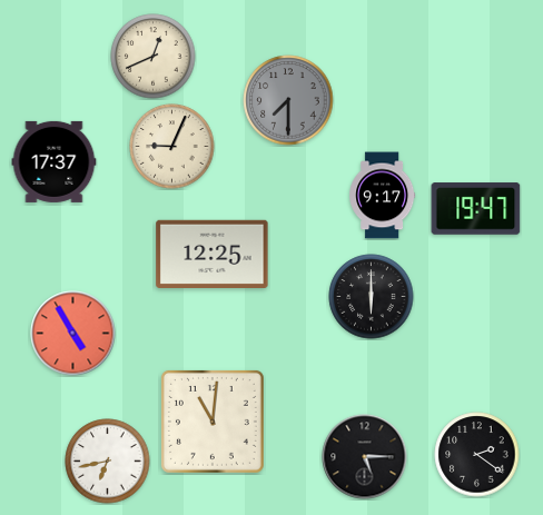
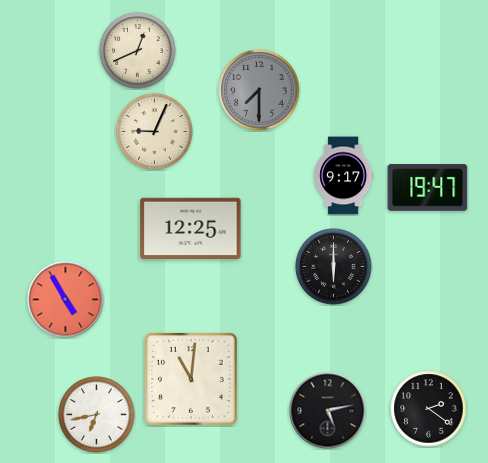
clock at (55, 161): 17:37 -> none
clock at (365, 457): 5:15 -> 5:13
